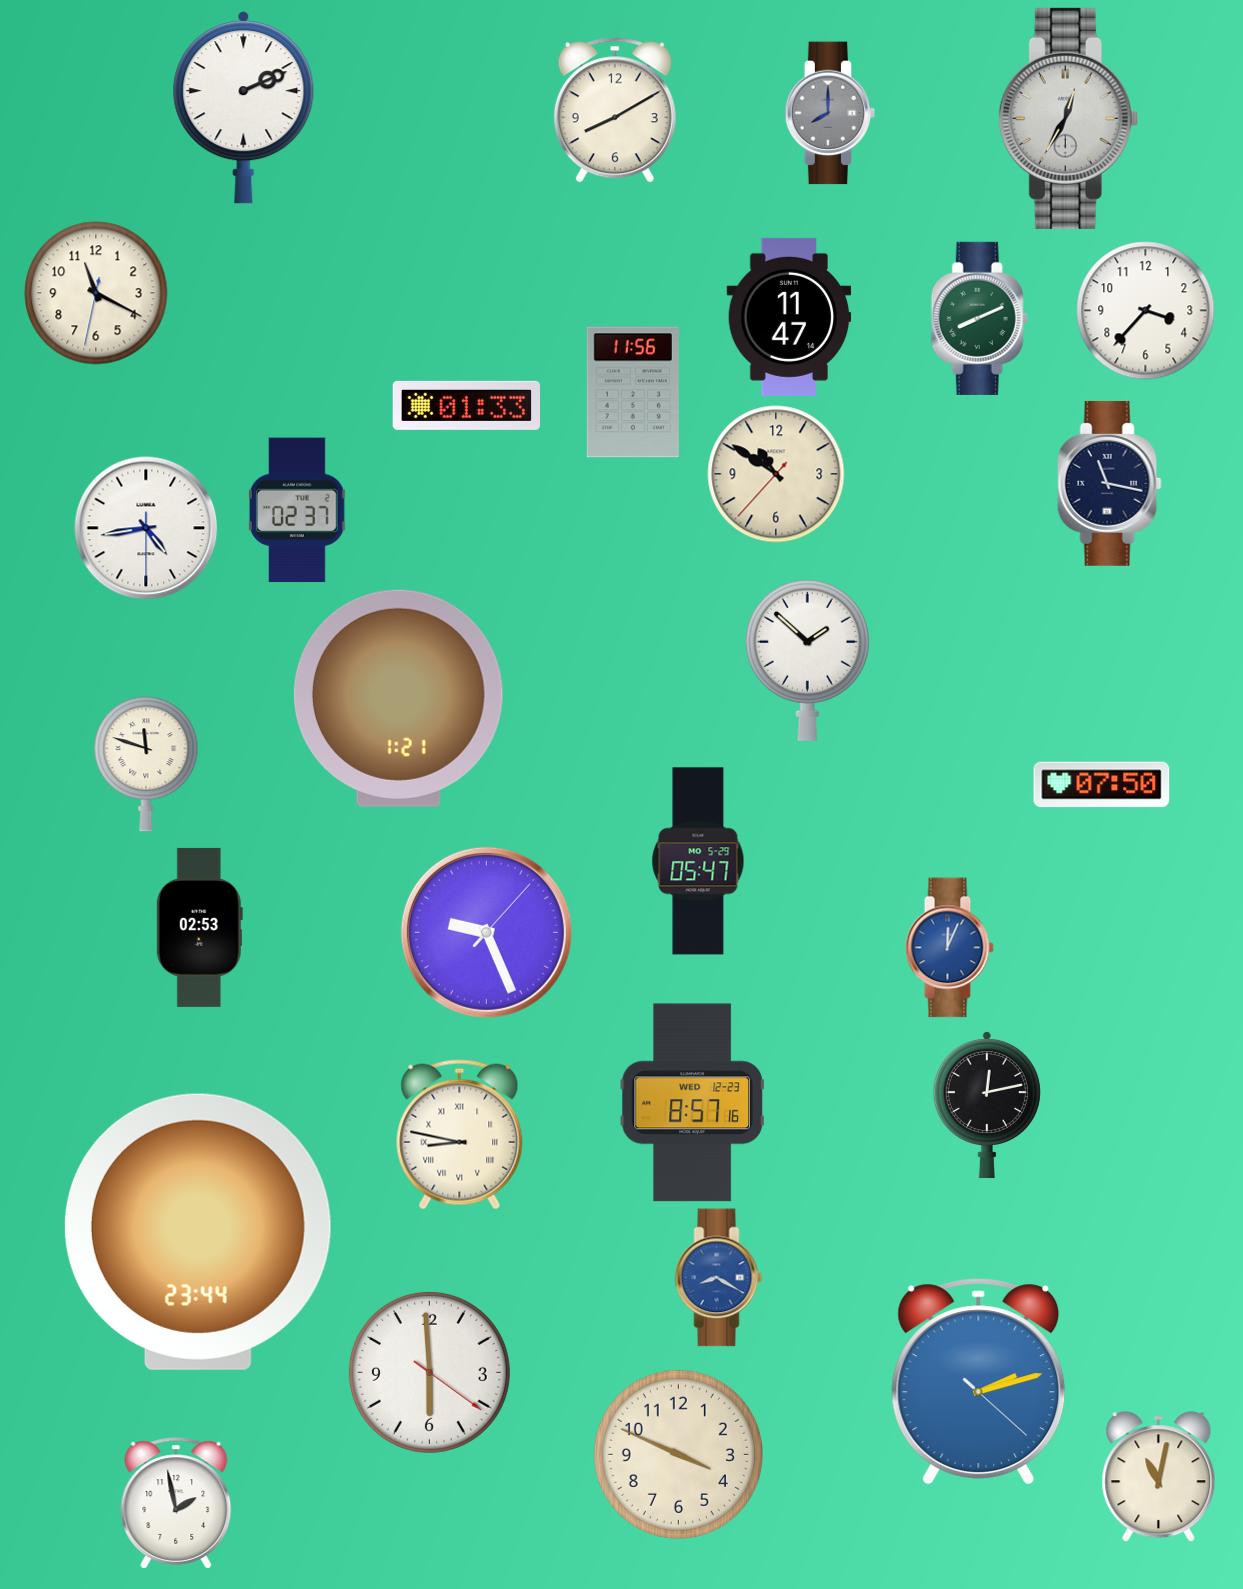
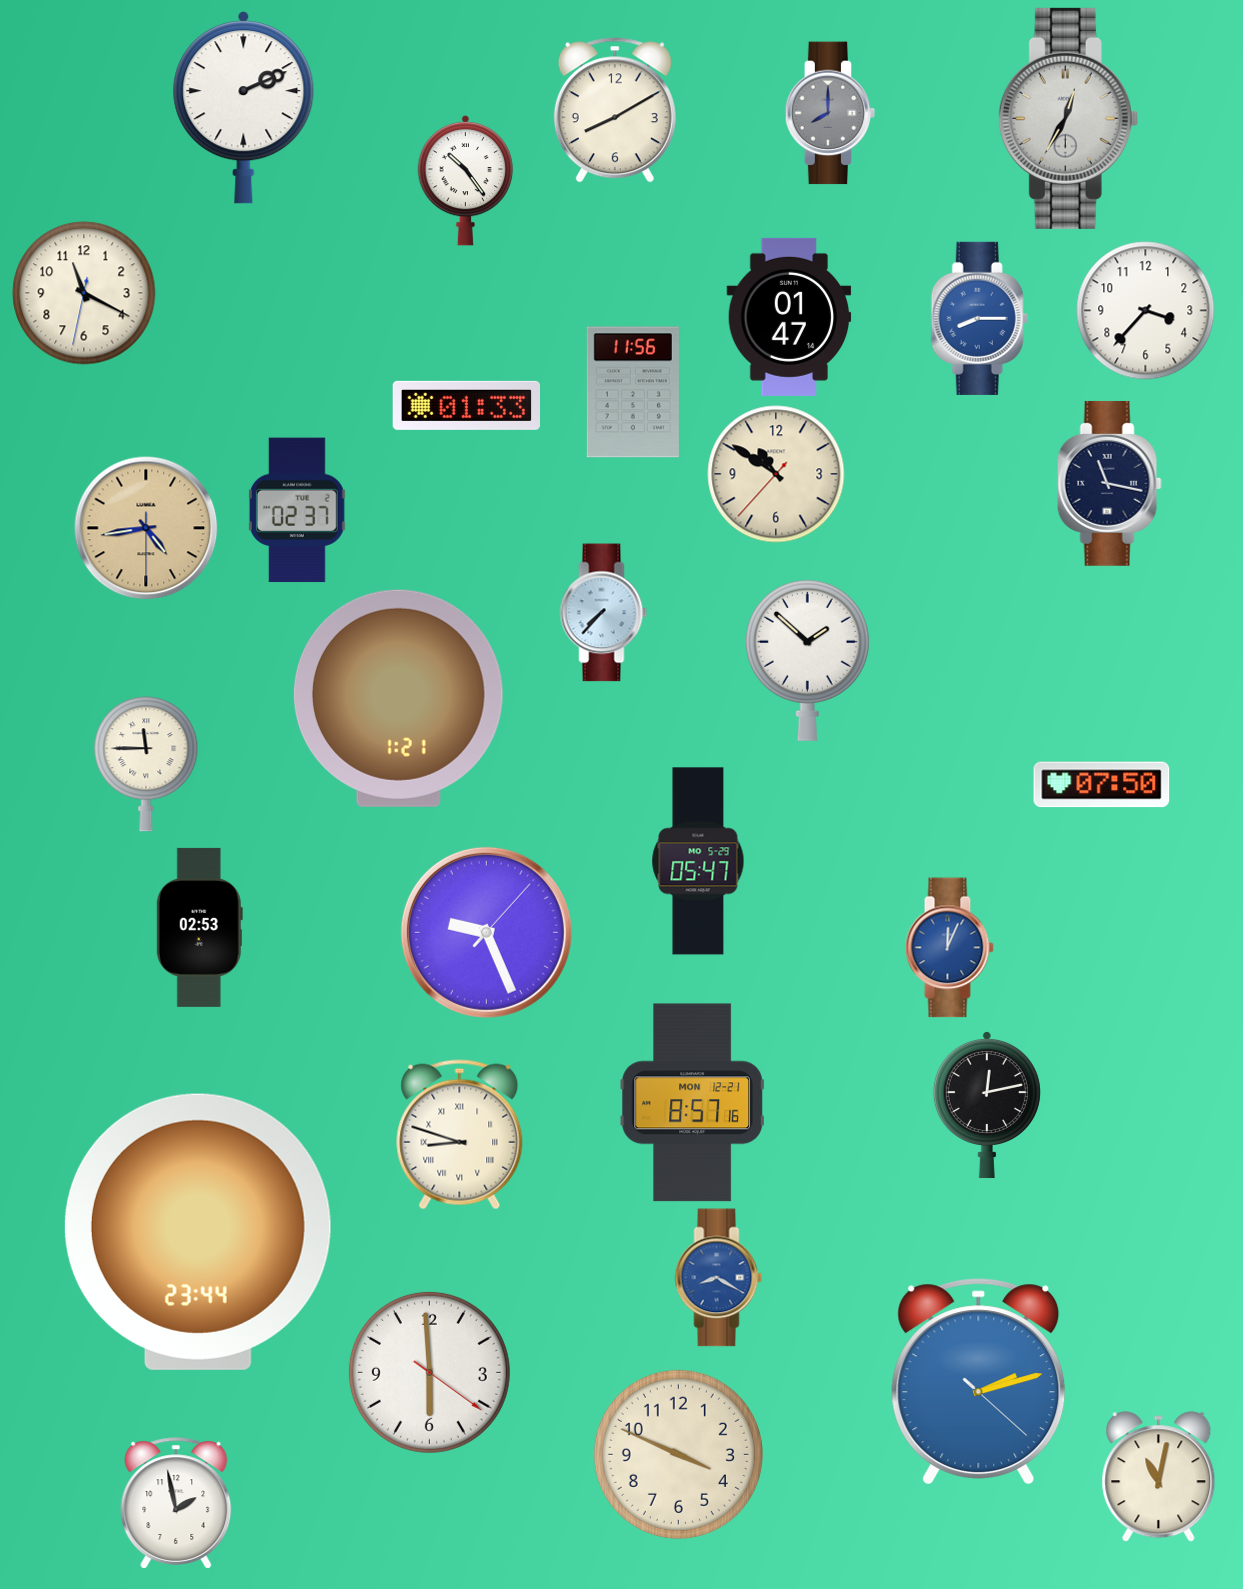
clock at (466, 180): none -> 10:24
clock at (96, 293) position: (96, 293) -> (84, 293)
clock at (789, 317): 11:47 -> 01:47
clock at (979, 318): 8:11 -> 8:15
clock at (979, 318) dial: green -> blue
clock at (146, 528) dial: white -> champagne
clock at (604, 613): none -> 7:37
clock at (146, 764): 11:48 -> 11:45
clock at (692, 1103) date: WED 12-23 -> MON 12-21
clock at (460, 1135): 8:47 -> 8:48
